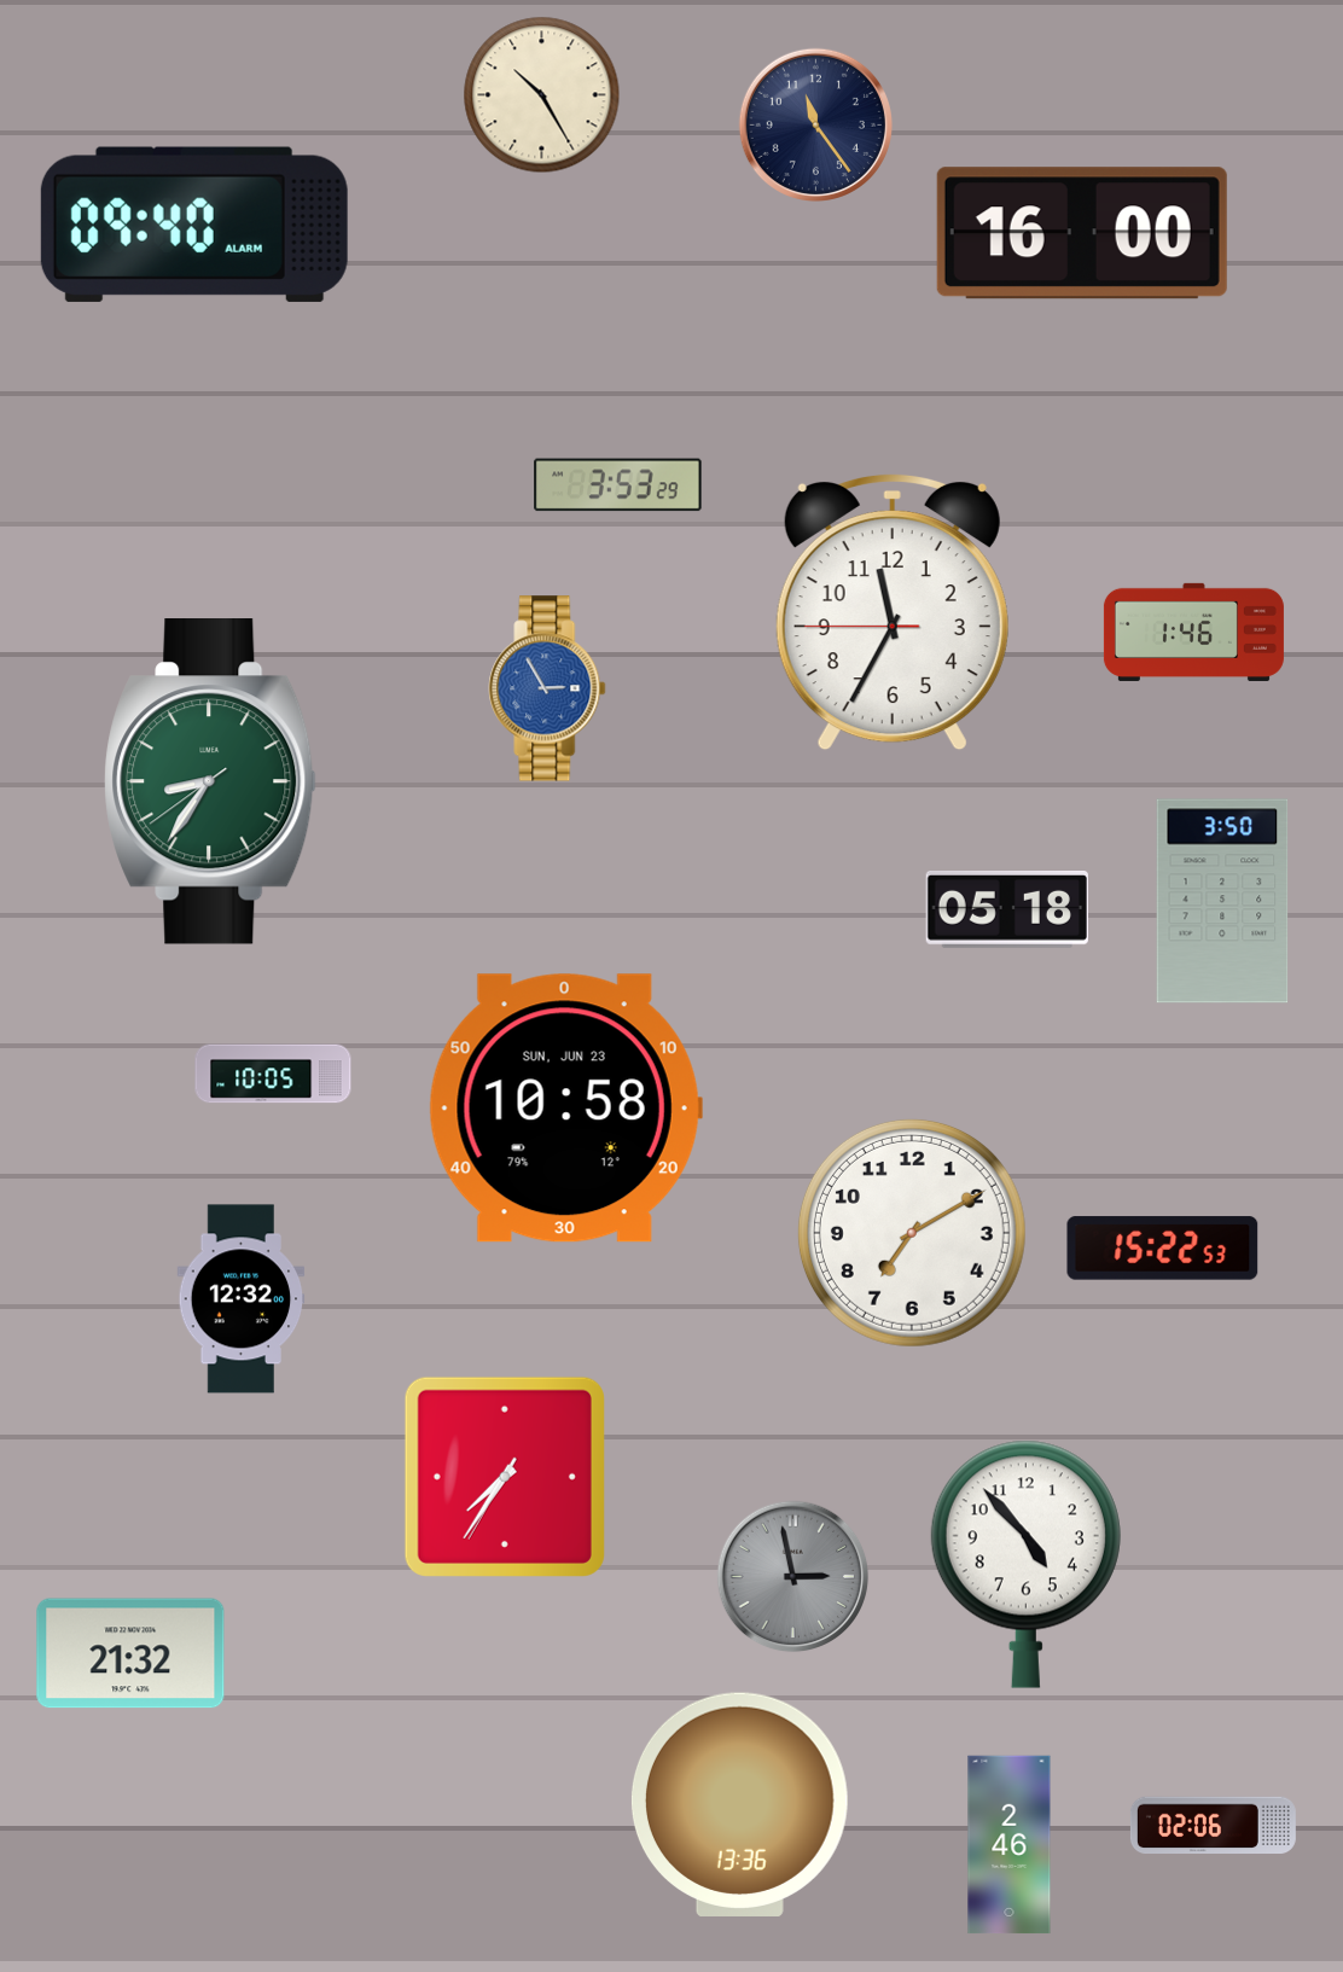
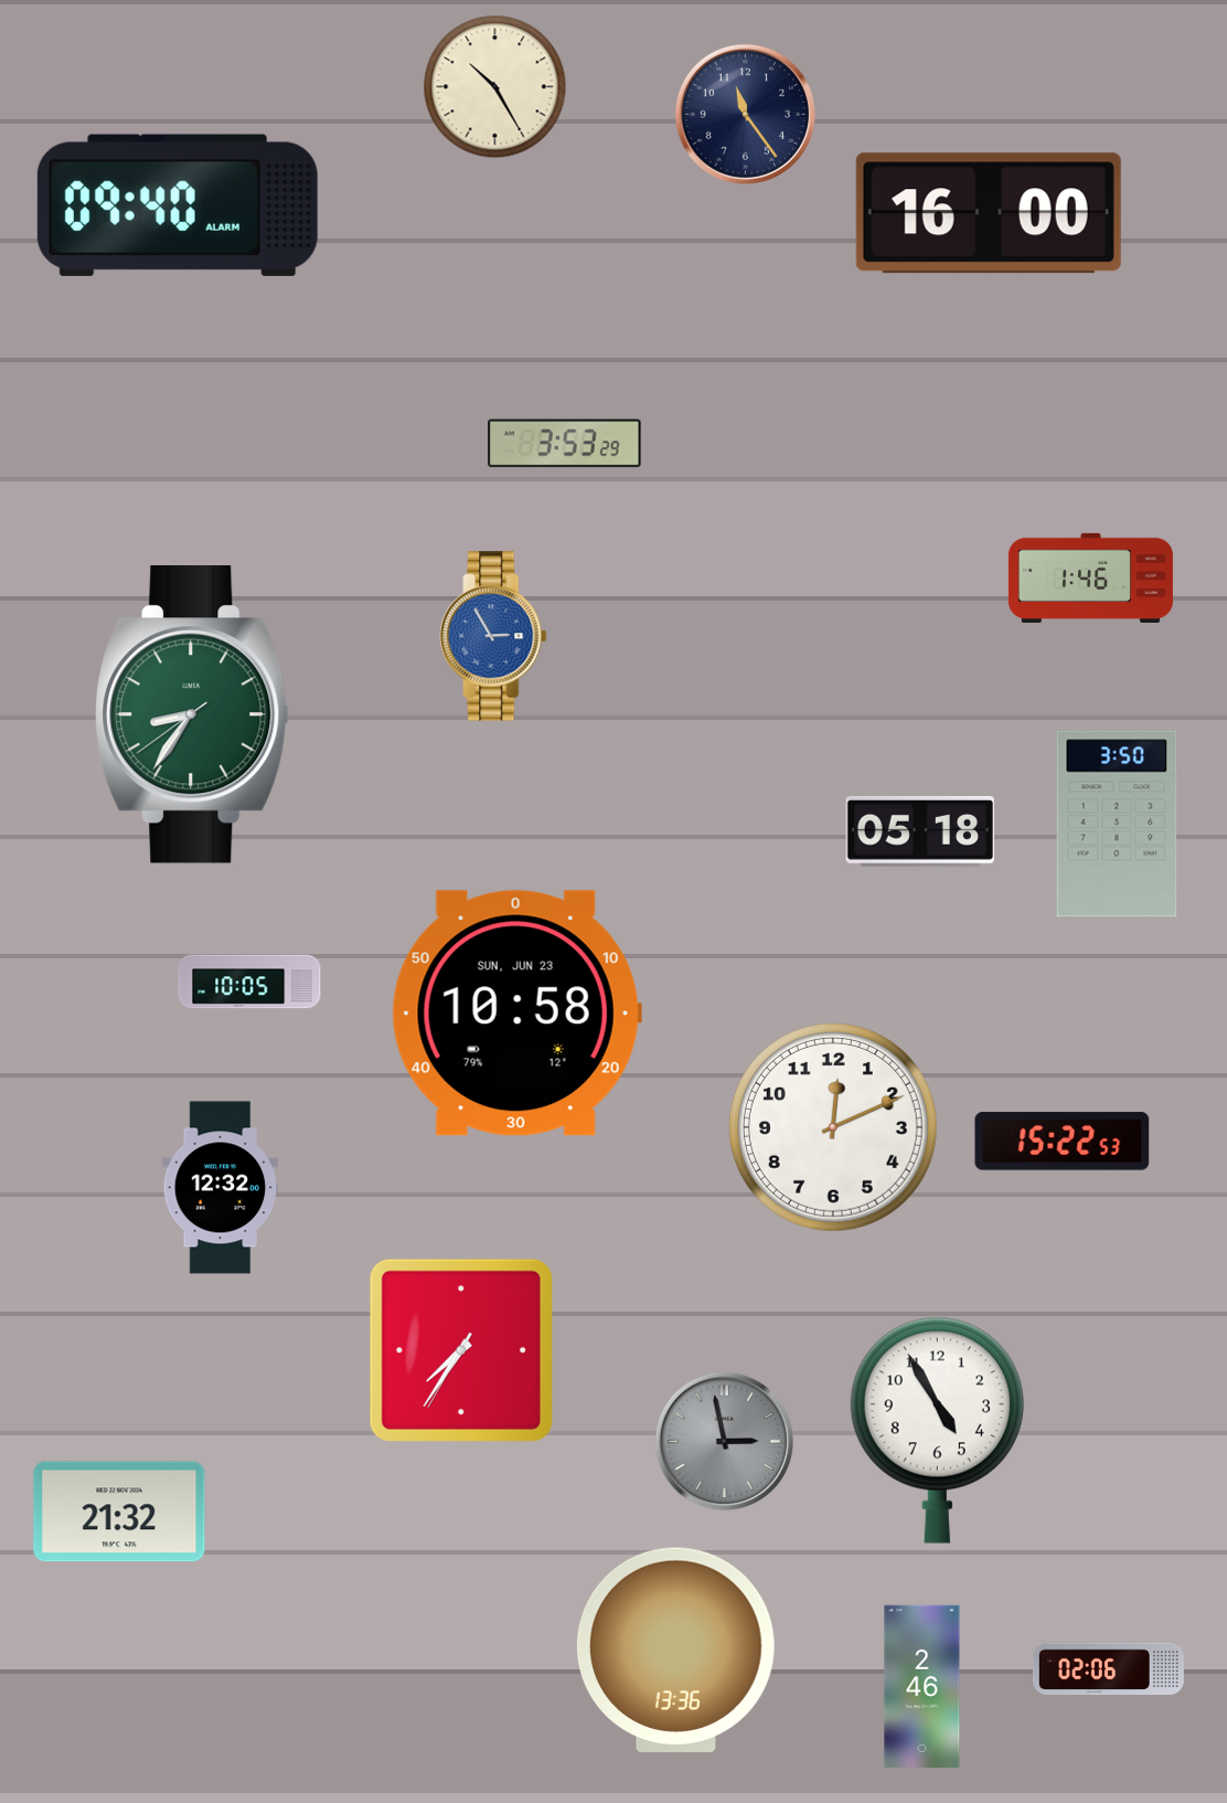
clock at (893, 612): 11:34 -> none
clock at (547, 688) position: (547, 688) -> (493, 636)
clock at (912, 1233): 7:10 -> 12:11
clock at (1025, 1564): 4:53 -> 4:55
